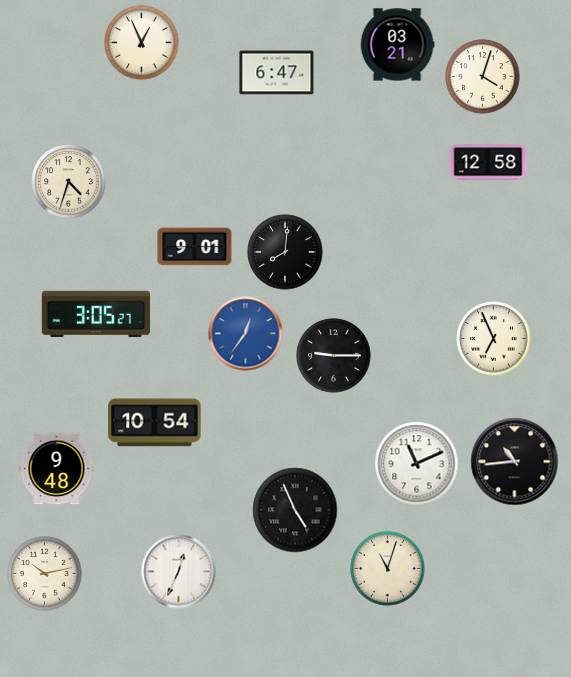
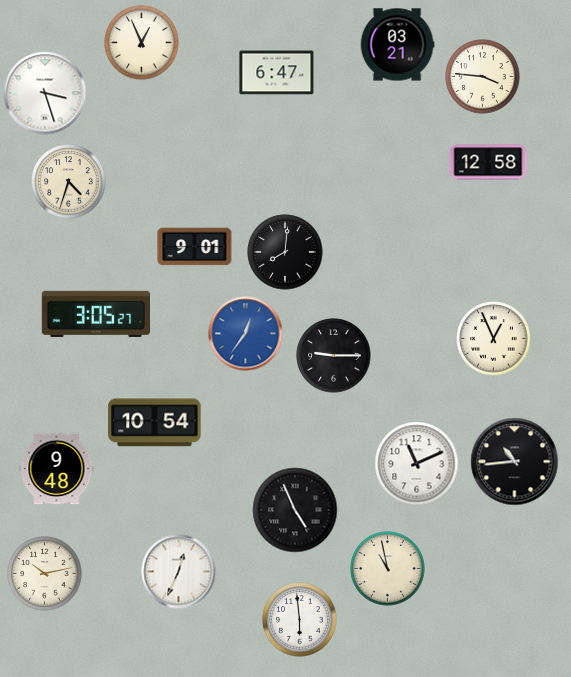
clock at (483, 77): 4:03 -> 3:46
clock at (45, 93): none -> 3:27
clock at (494, 339): 6:56 -> 12:56
clock at (388, 569): 11:03 -> 10:58
clock at (300, 620): none -> 5:59
